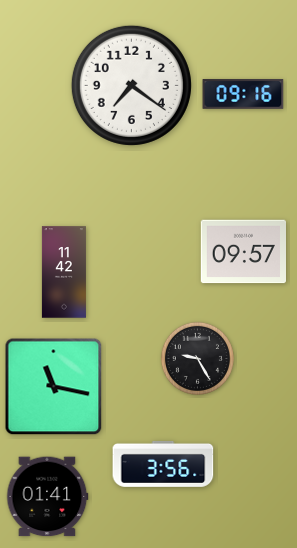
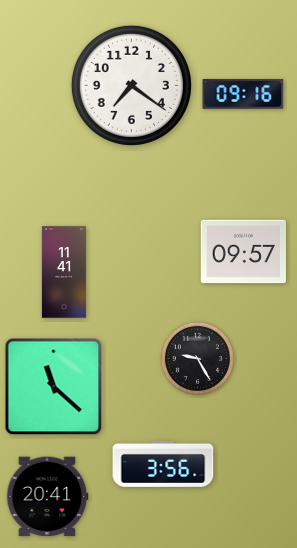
clock at (64, 272): 11:42 -> 11:41
clock at (54, 387): 11:17 -> 11:22
clock at (47, 497): 01:41 -> 20:41
